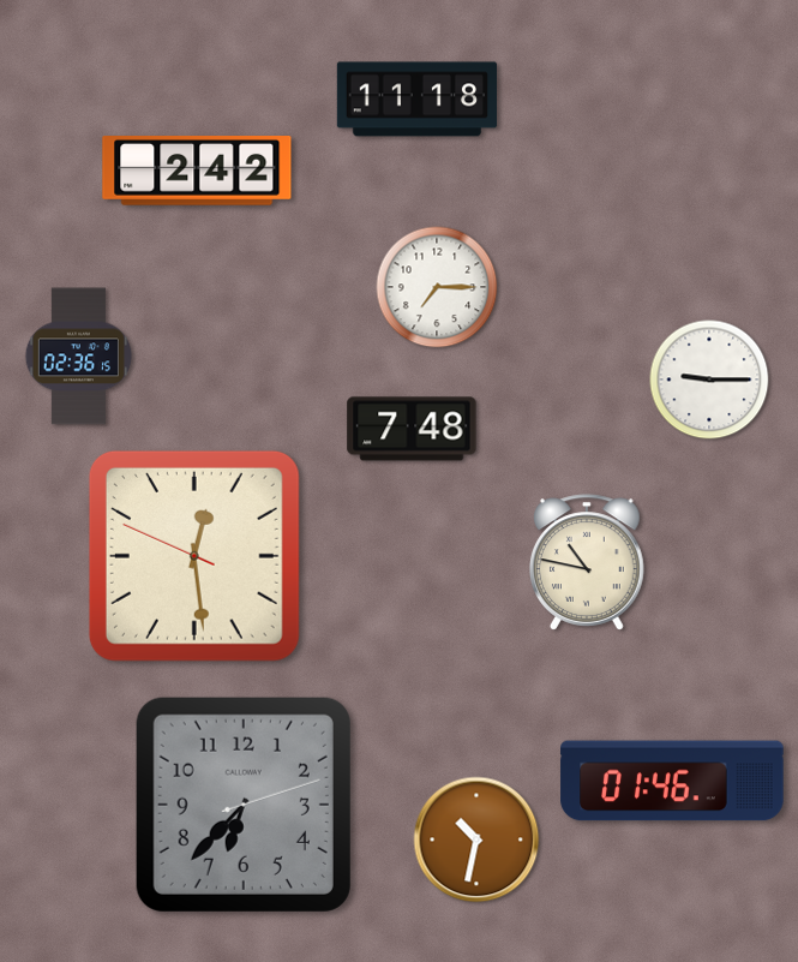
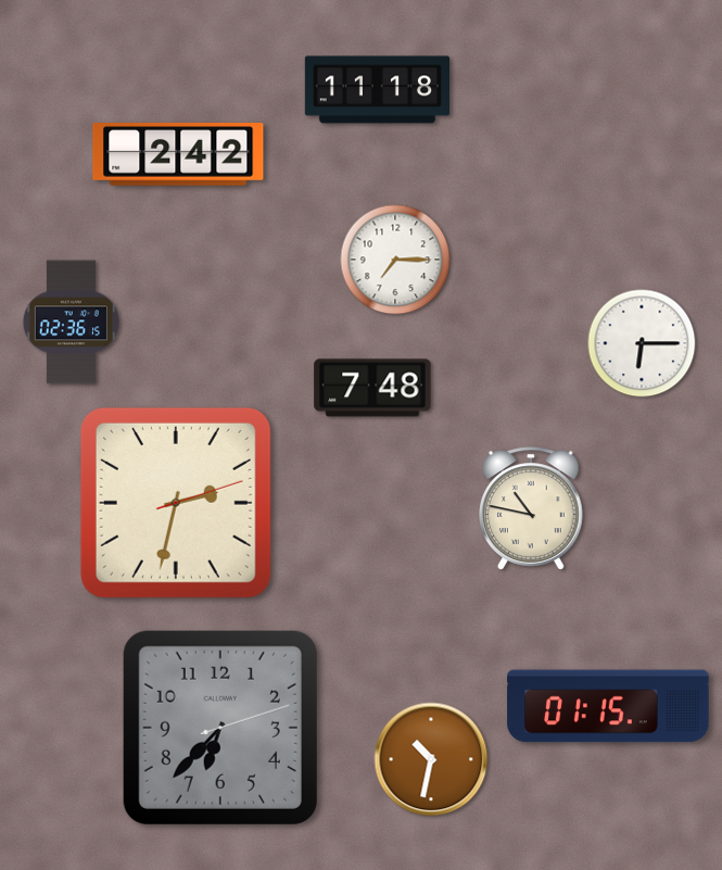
clock at (709, 380): 9:15 -> 6:15
clock at (194, 556): 12:28 -> 2:32
clock at (672, 781): 01:46 -> 01:15
